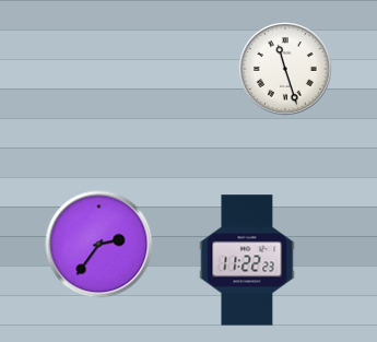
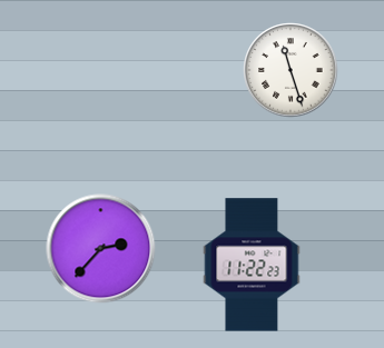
clock at (99, 245): 2:36 -> 2:37
